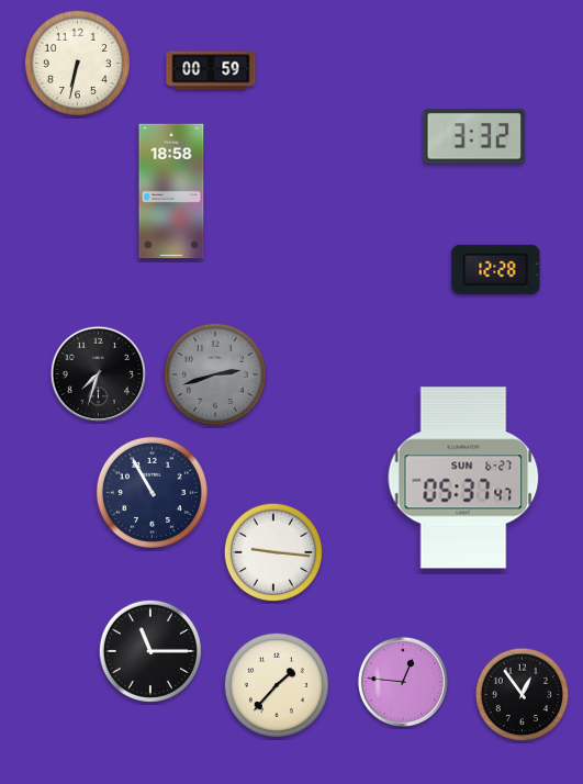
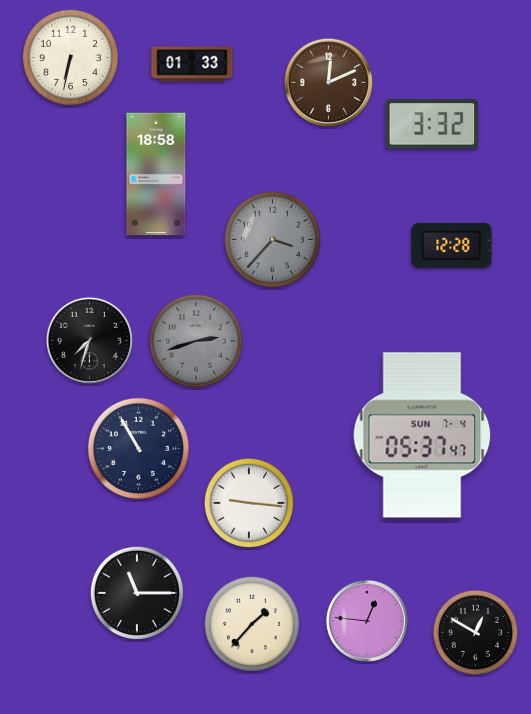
clock at (211, 70): 00:59 -> 01:33
clock at (328, 82): none -> 12:11
clock at (272, 239): none -> 3:37
clock at (463, 478) date: SUN 6-27 -> SUN 7-4
clock at (523, 695): 12:54 -> 12:50
